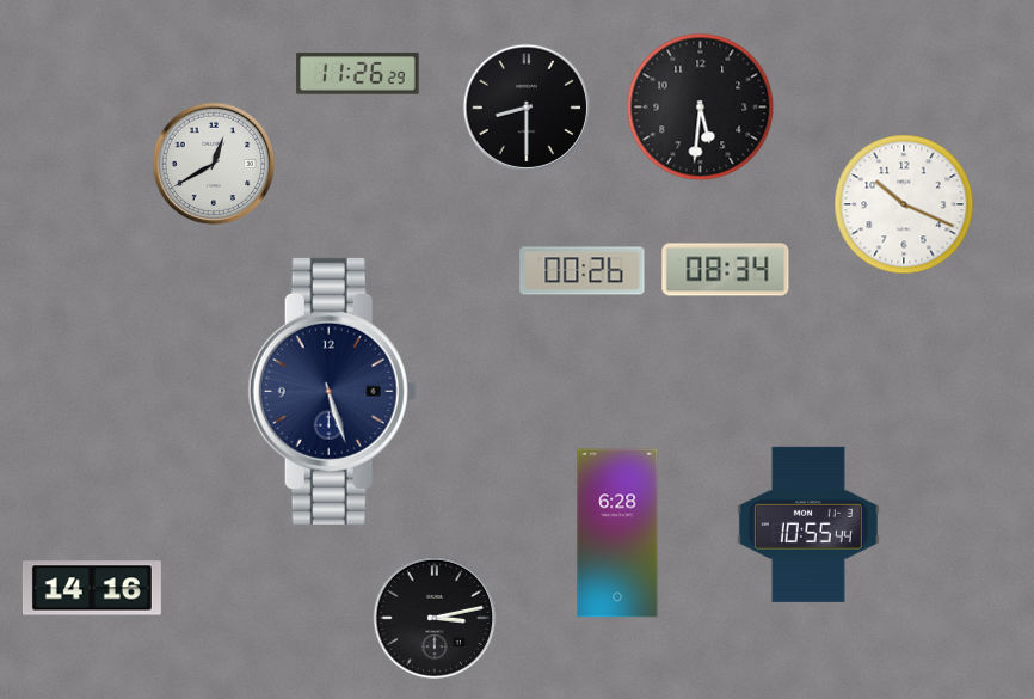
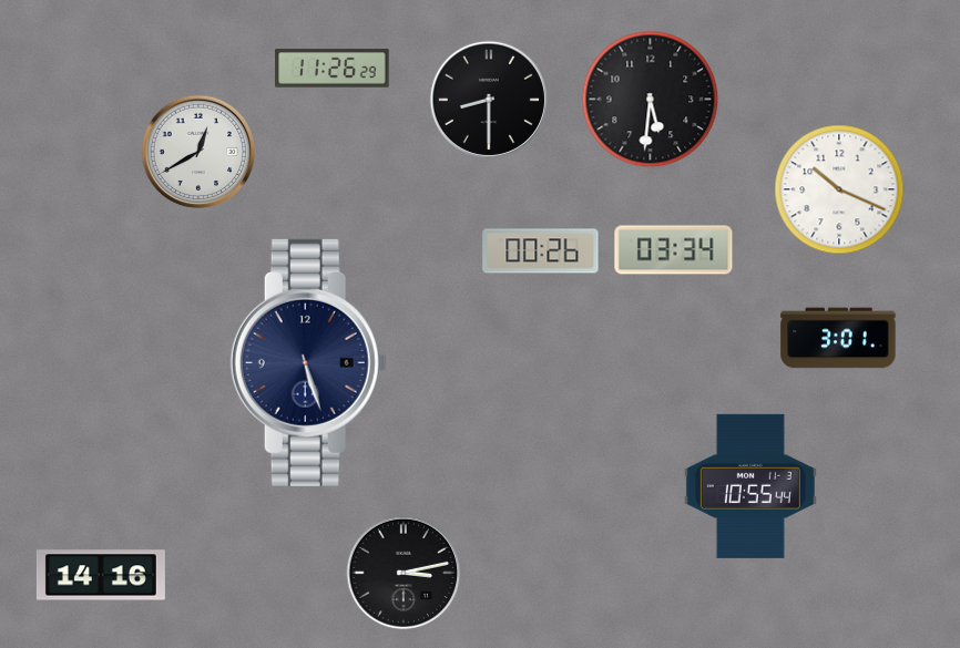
clock at (726, 270): 08:34 -> 03:34
clock at (838, 338): none -> 3:01
clock at (617, 533): 6:28 -> none
clock at (92, 588) position: (92, 588) -> (101, 575)
